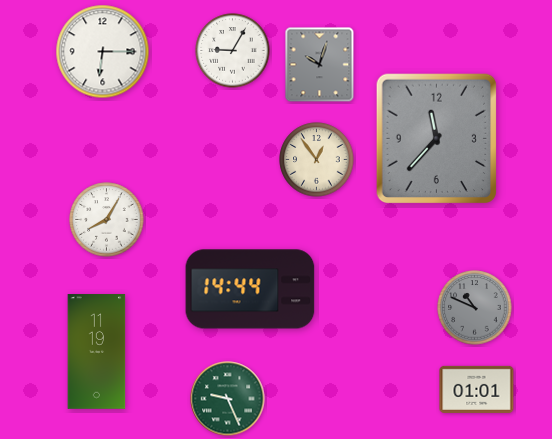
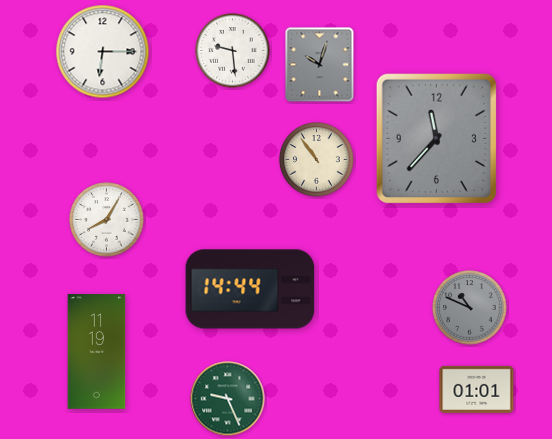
clock at (233, 51): 9:05 -> 9:29
clock at (317, 160): 12:54 -> 10:54
clock at (475, 308) position: (475, 308) -> (470, 308)
